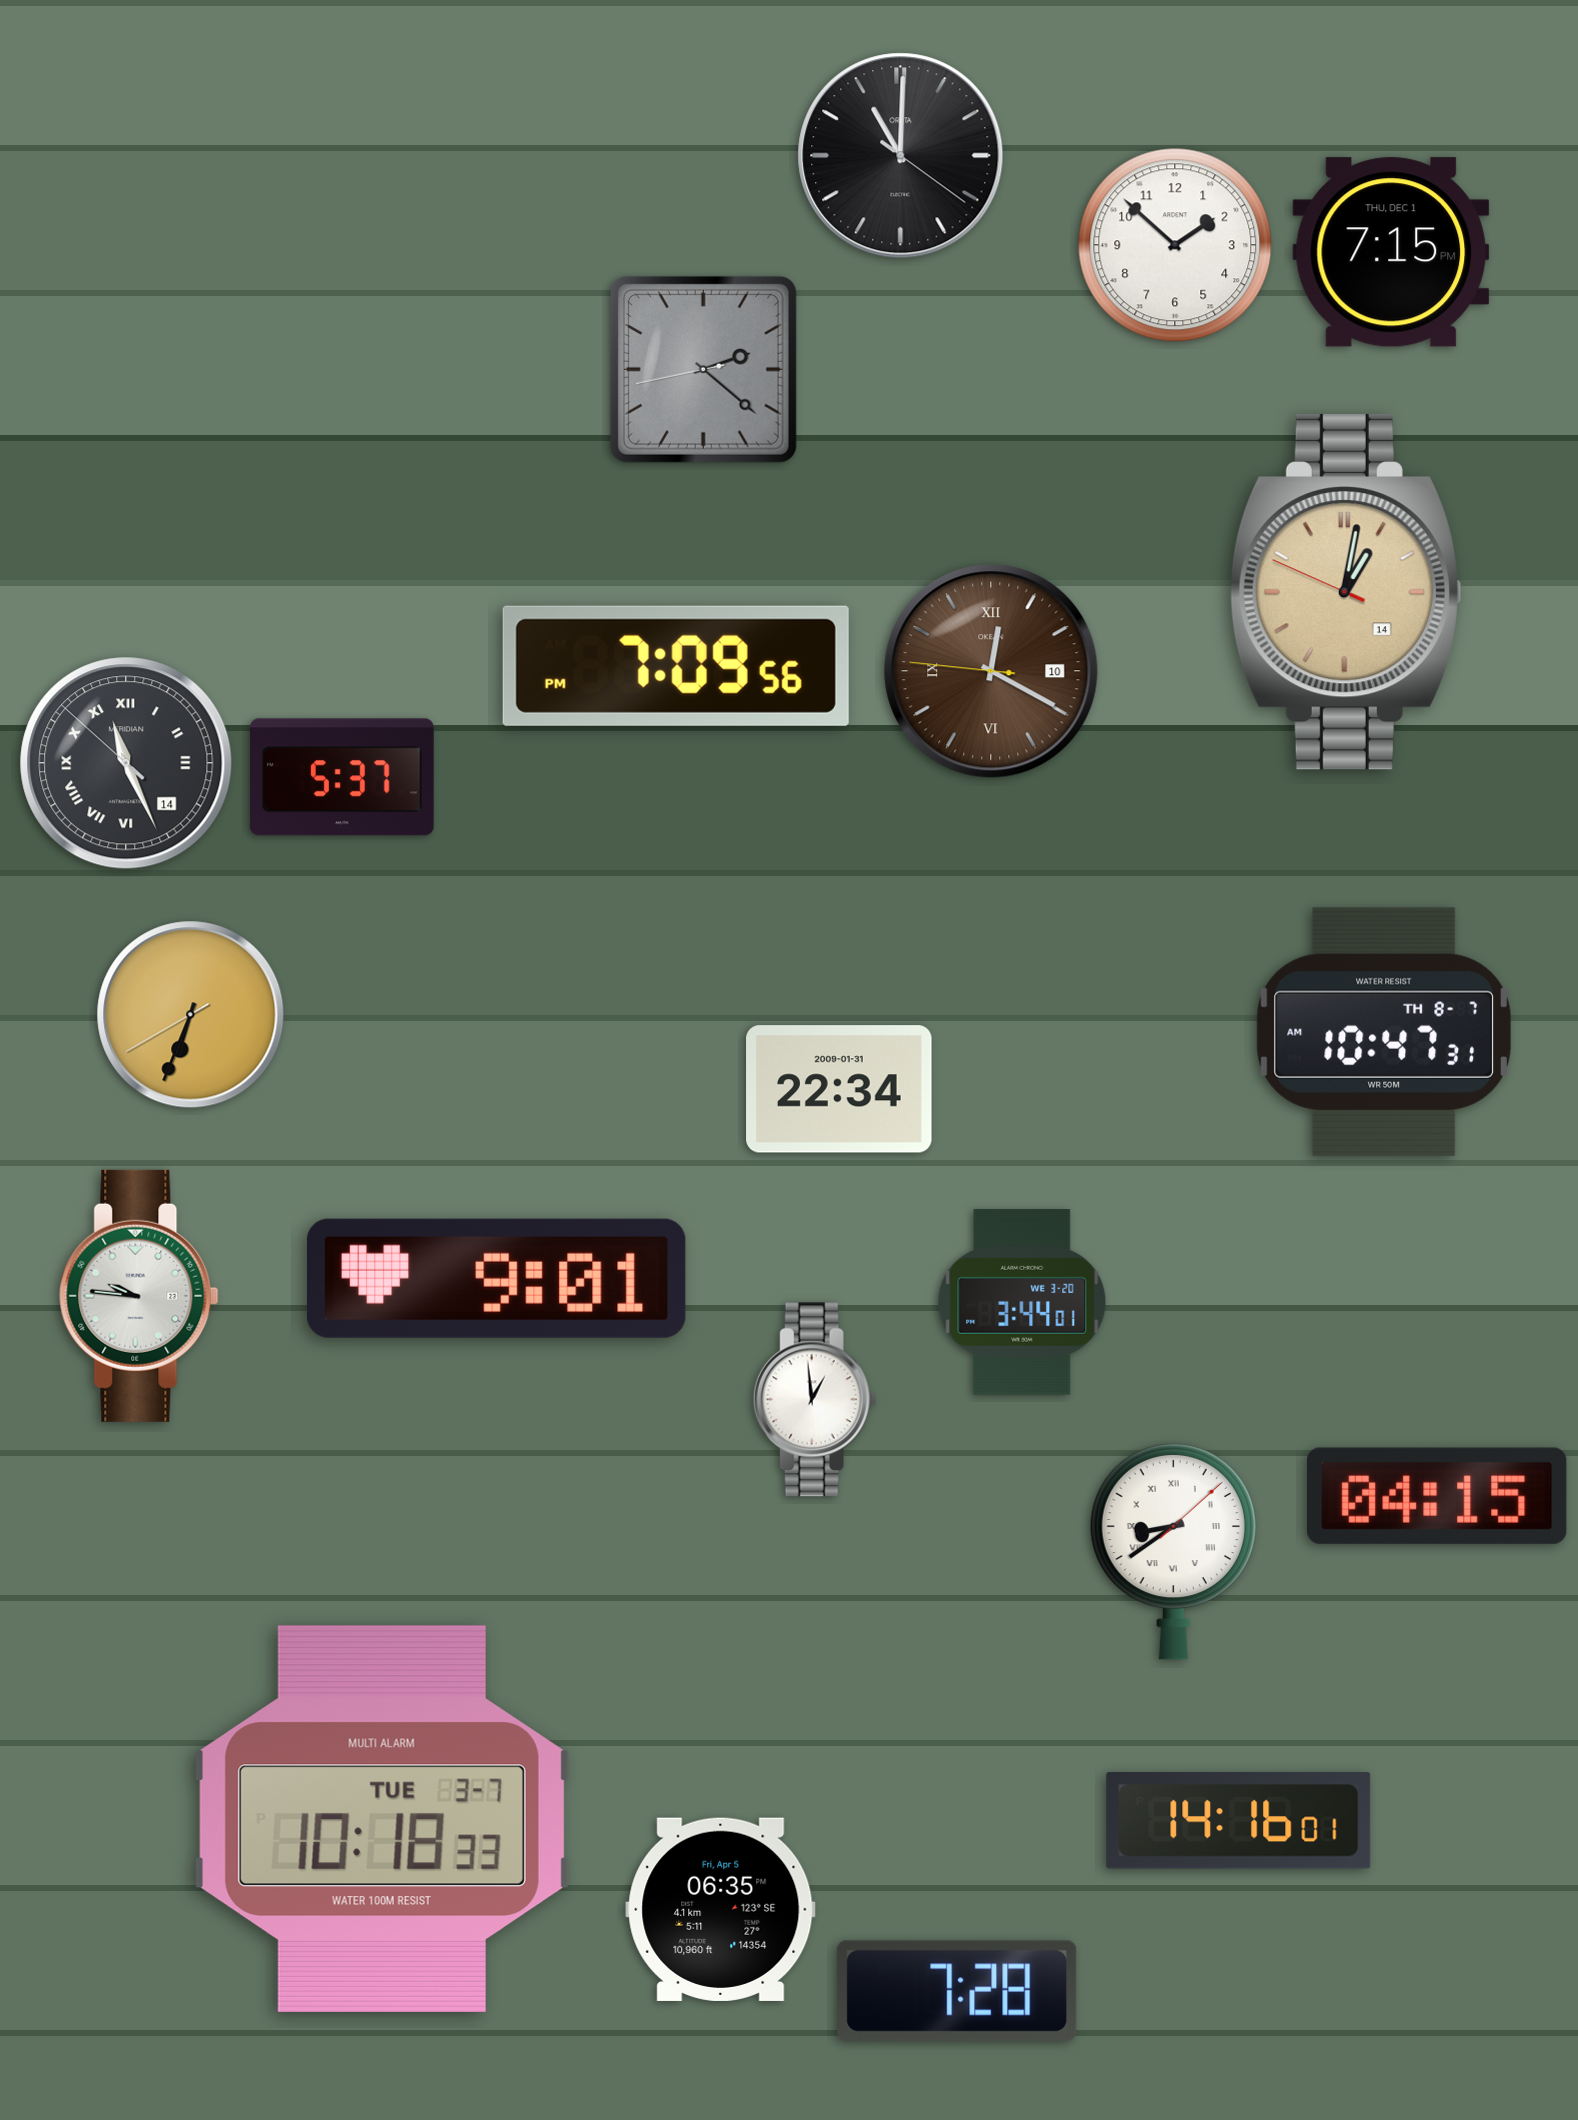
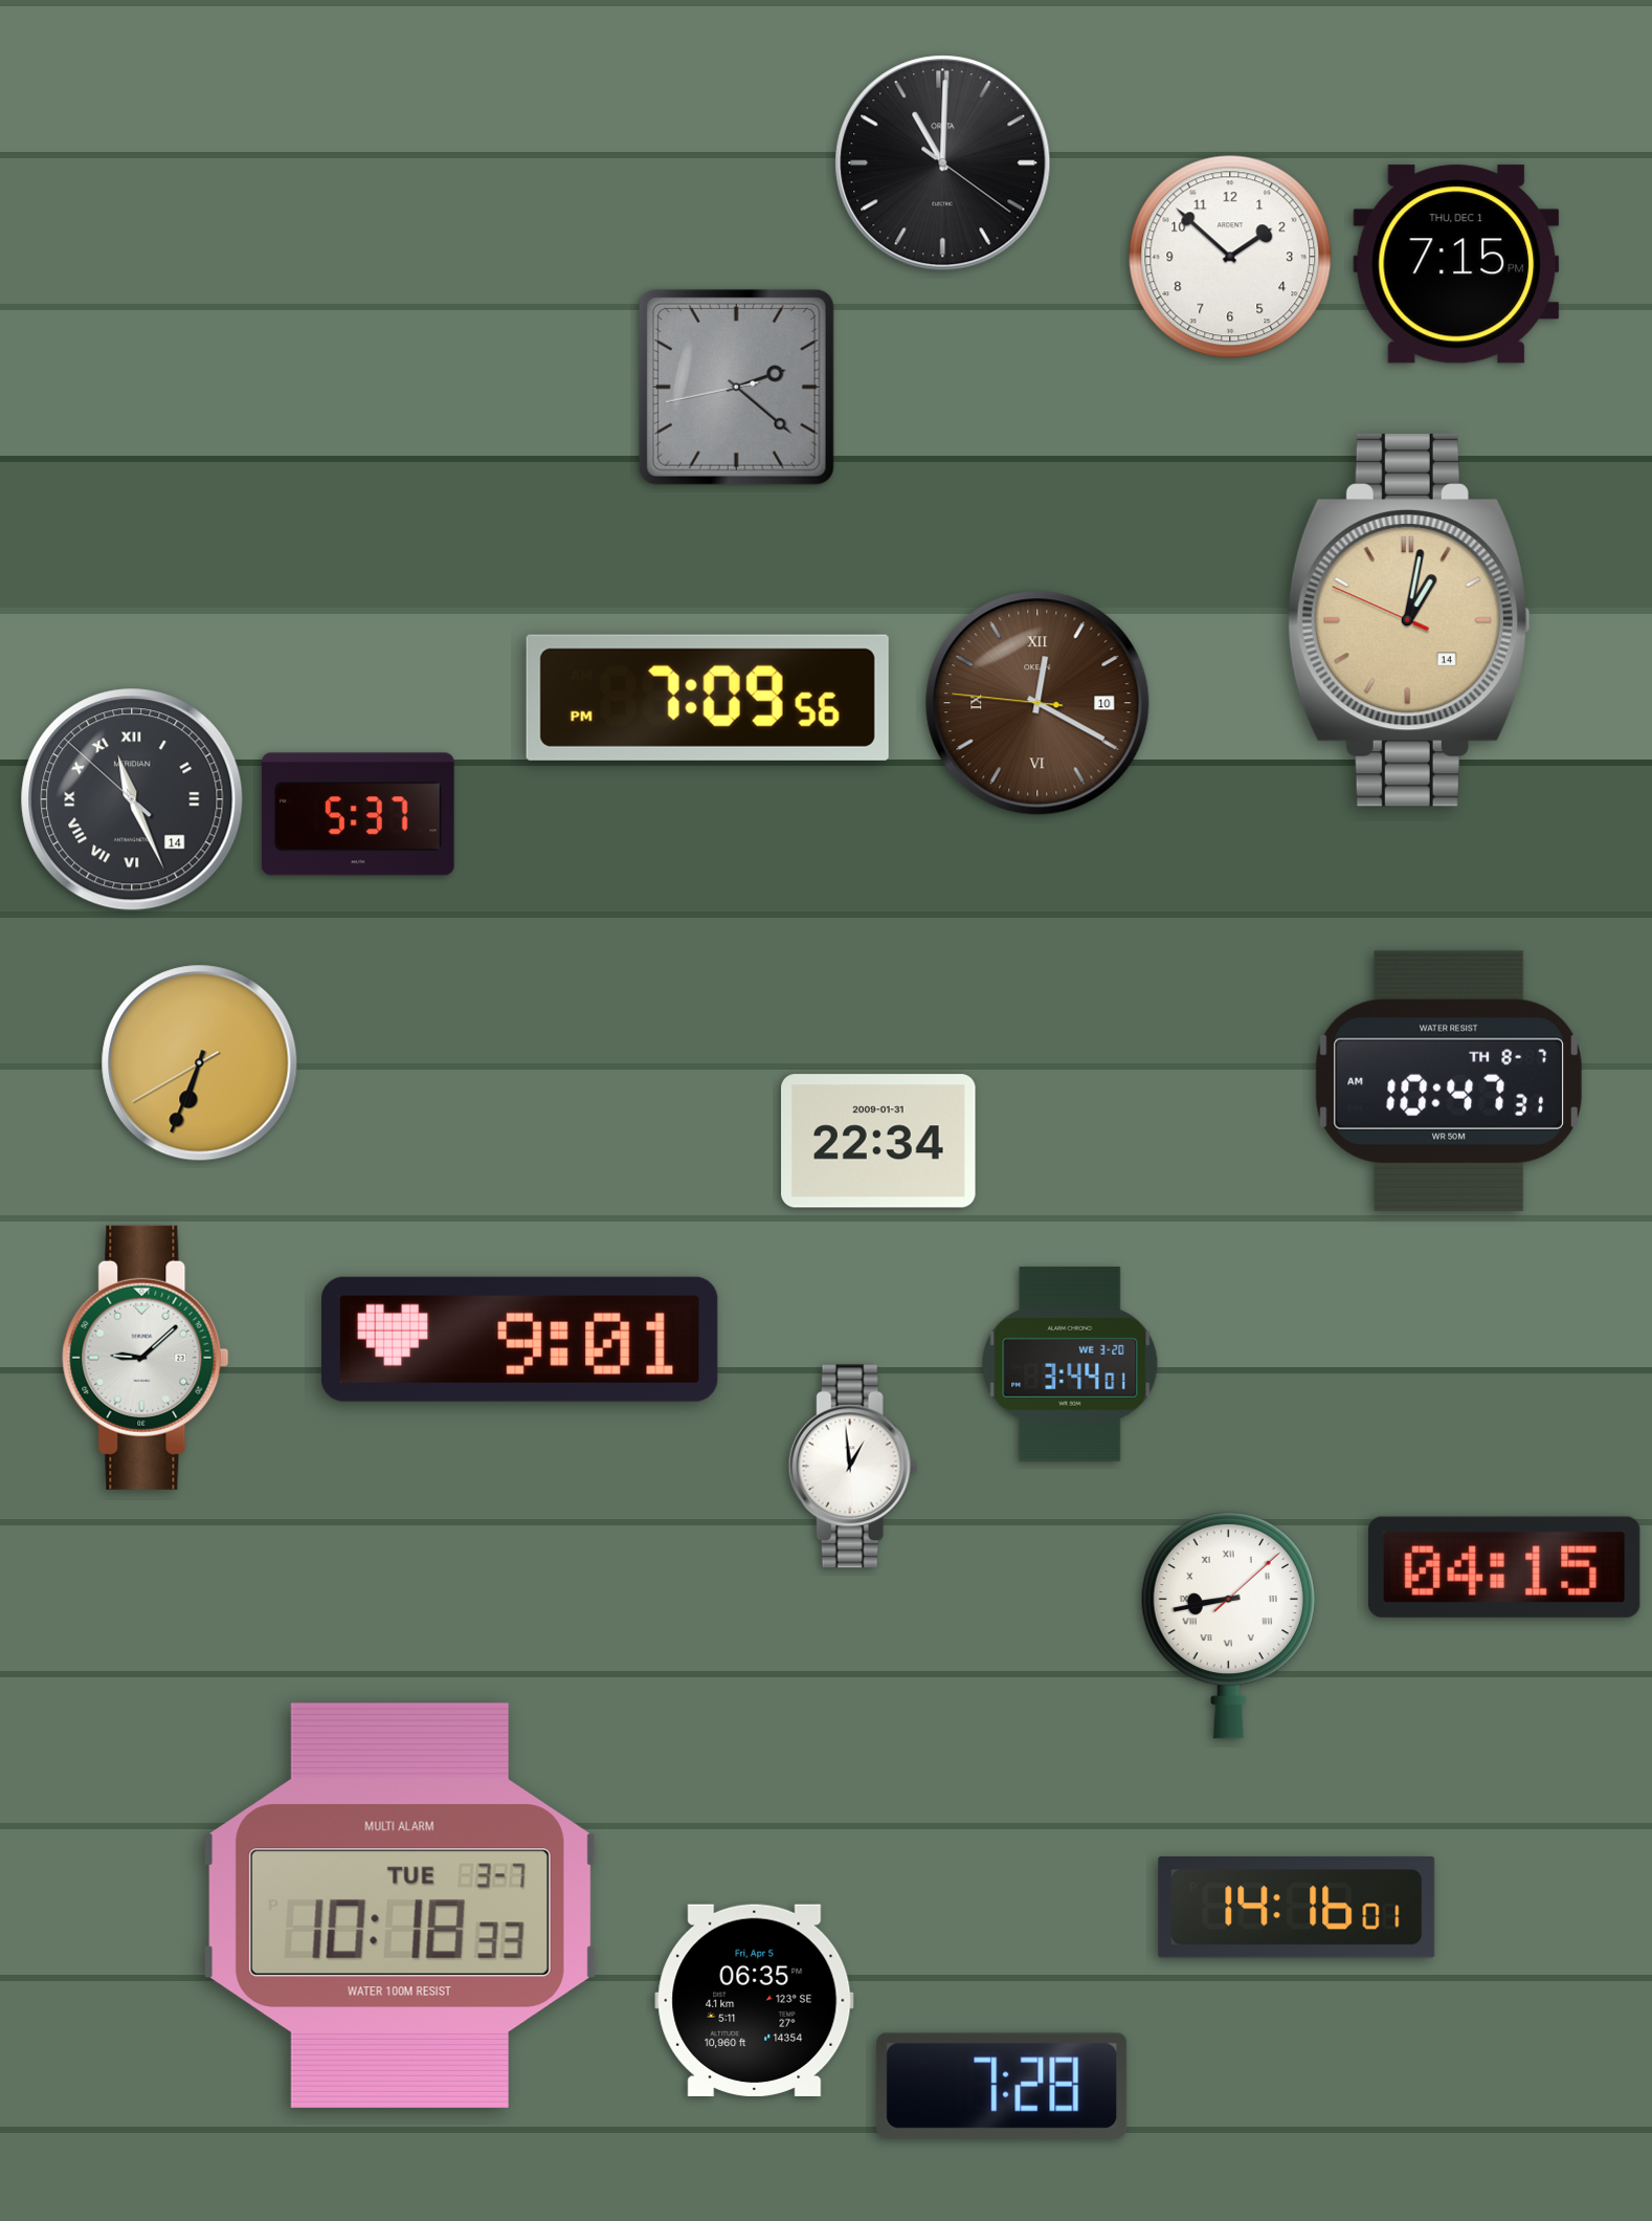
clock at (139, 1296): 9:46 -> 9:08
clock at (1173, 1551): 8:39 -> 8:43
